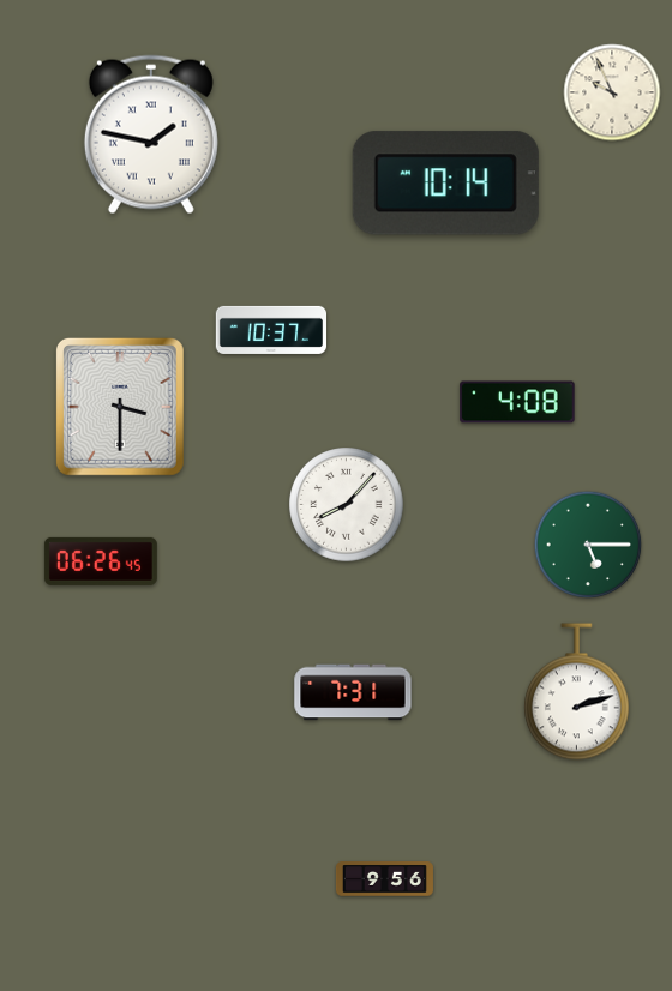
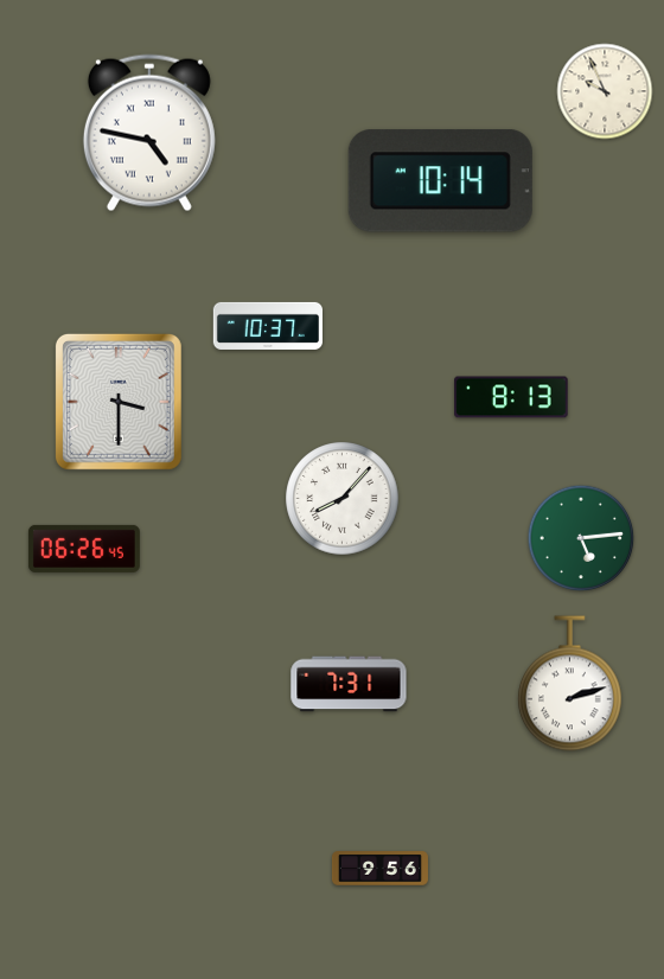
clock at (151, 134): 1:47 -> 4:47
clock at (517, 402): 4:08 -> 8:13
clock at (588, 545): 5:15 -> 5:14
clock at (101, 561) position: (101, 561) -> (84, 549)
